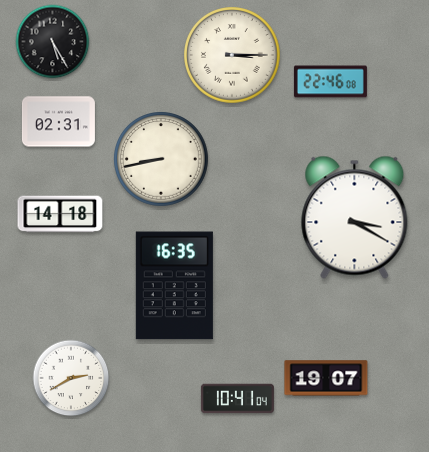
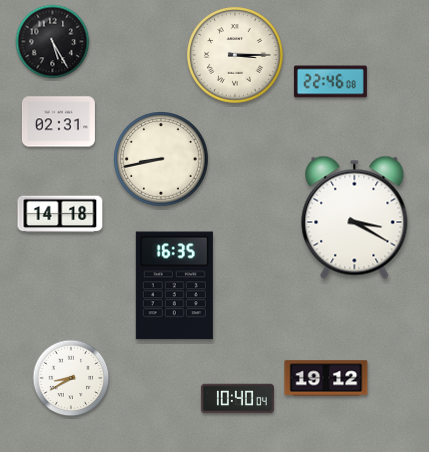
clock at (232, 55) position: (232, 55) -> (235, 55)
clock at (71, 378): 2:40 -> 8:40
clock at (326, 378): 19:07 -> 19:12
clock at (237, 399): 10:41 -> 10:40
